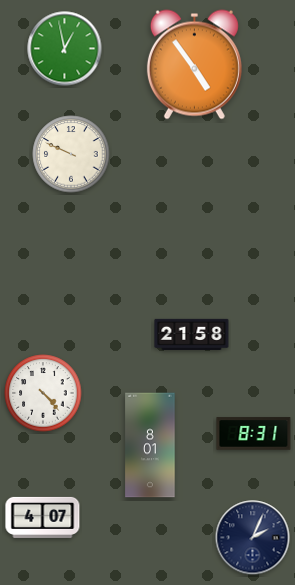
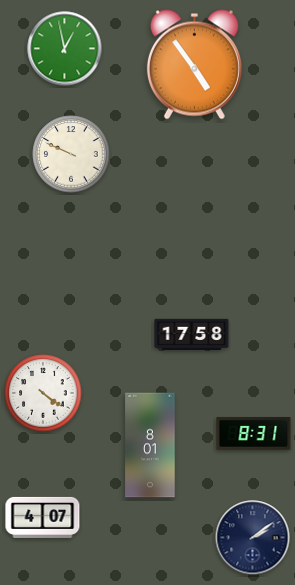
clock at (192, 334): 21:58 -> 17:58
clock at (43, 393): 4:23 -> 4:21
clock at (253, 538): 2:04 -> 2:09
